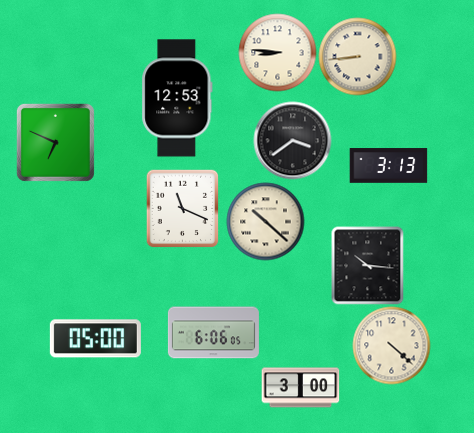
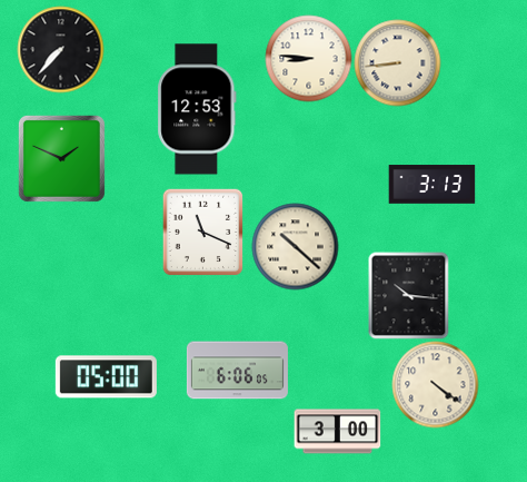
clock at (60, 49): none -> 7:37
clock at (292, 140): 3:39 -> none
clock at (55, 142): 6:49 -> 1:49
clock at (391, 345): 4:22 -> 4:21
clock at (300, 388) position: (300, 388) -> (337, 432)
